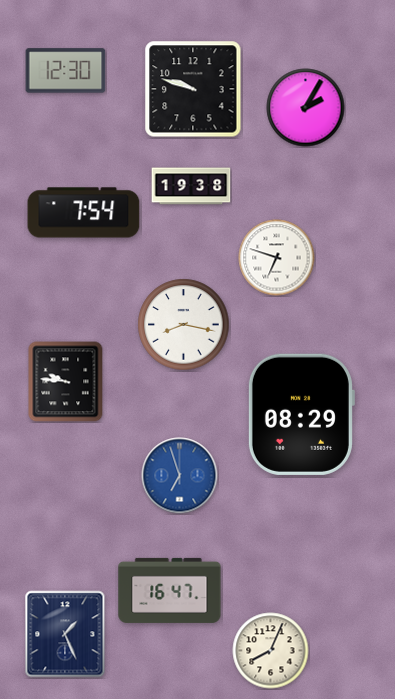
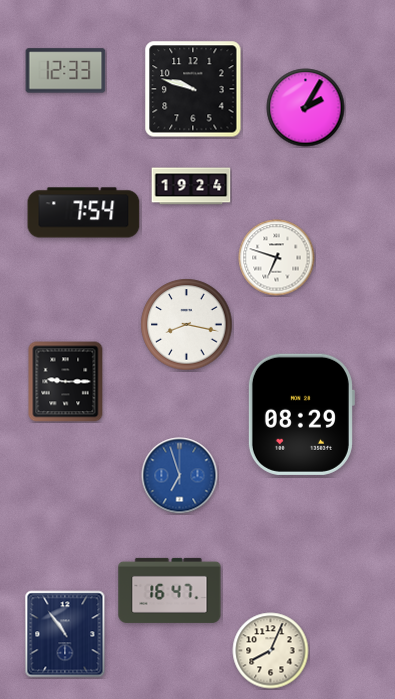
clock at (66, 71): 12:30 -> 12:33
clock at (191, 186): 19:38 -> 19:24
clock at (184, 325) position: (184, 325) -> (187, 325)
clock at (66, 382): 9:46 -> 9:15
clock at (65, 634): 1:26 -> 10:54
